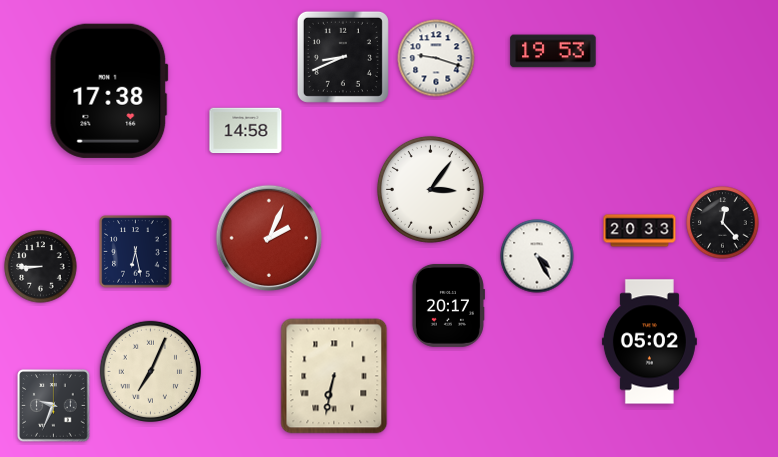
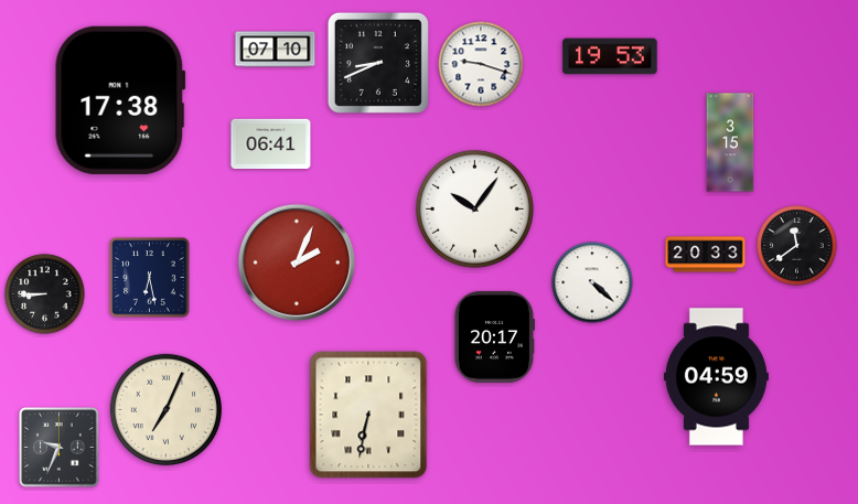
clock at (276, 50): none -> 07:10
clock at (730, 142): none -> 3:15
clock at (246, 131): 14:58 -> 06:41
clock at (430, 189): 3:06 -> 10:06
clock at (723, 223): 12:23 -> 11:39
clock at (537, 256): 4:25 -> 4:22
clock at (649, 342): 05:02 -> 04:59
